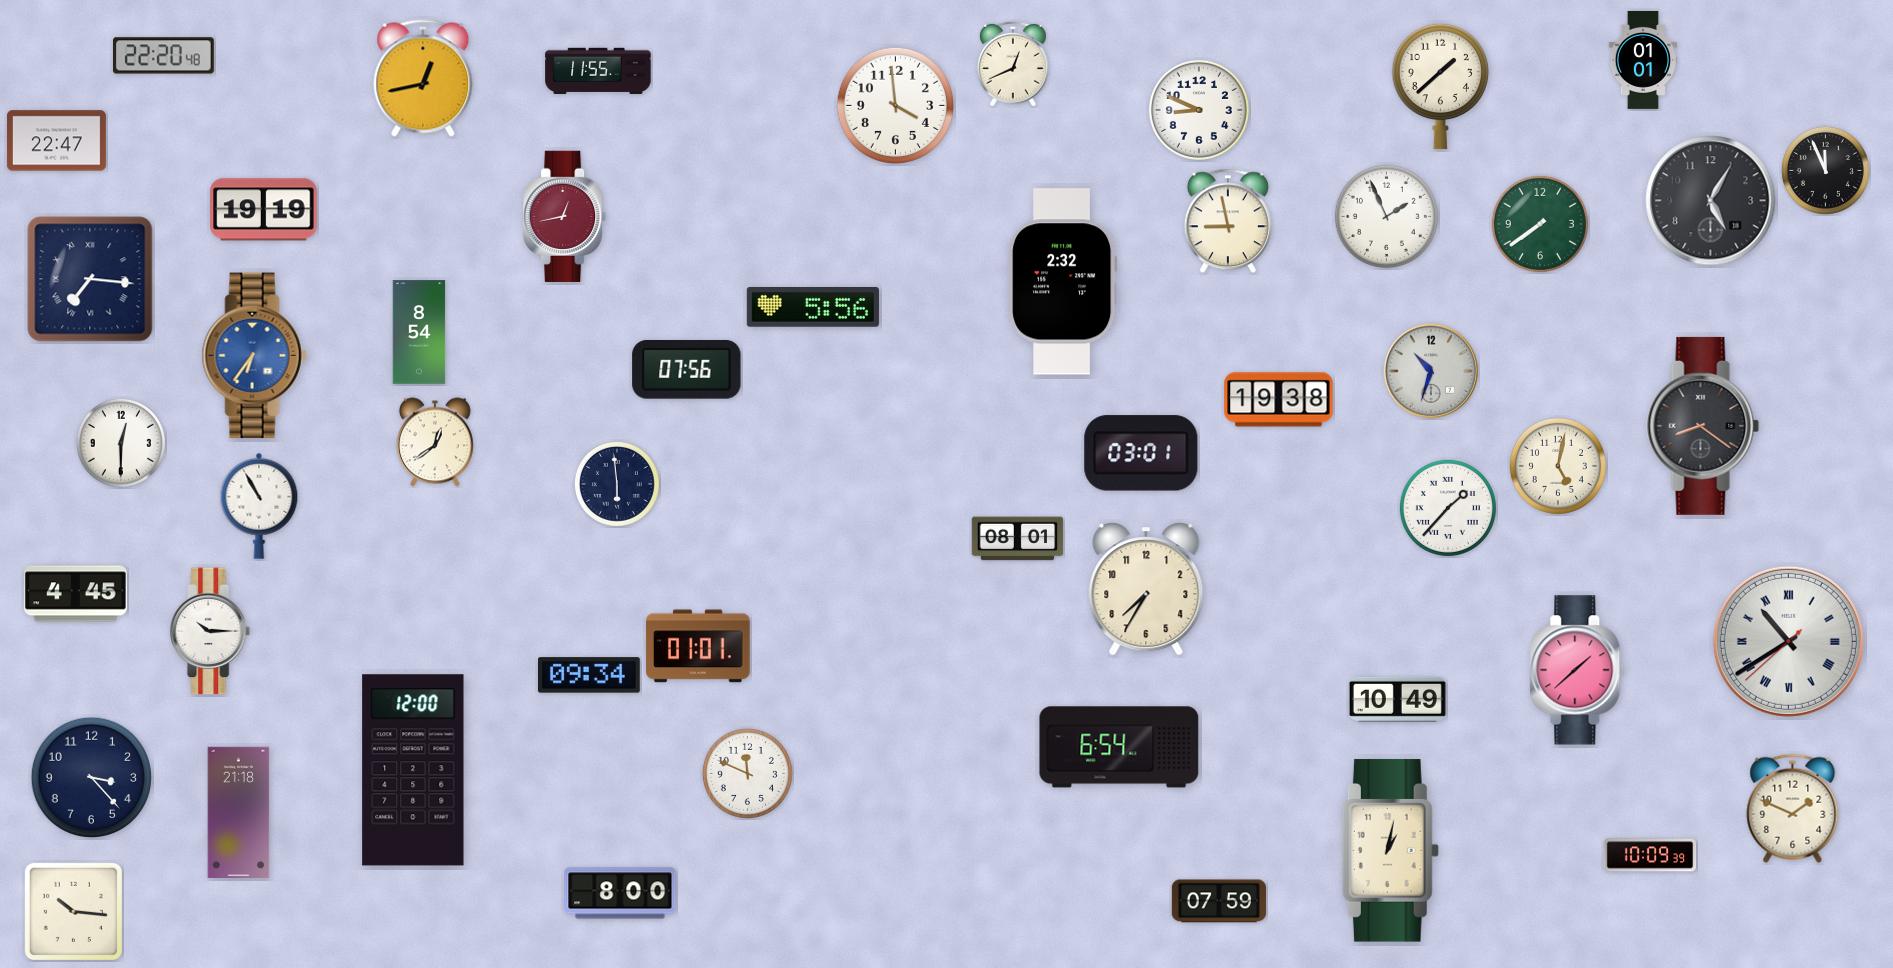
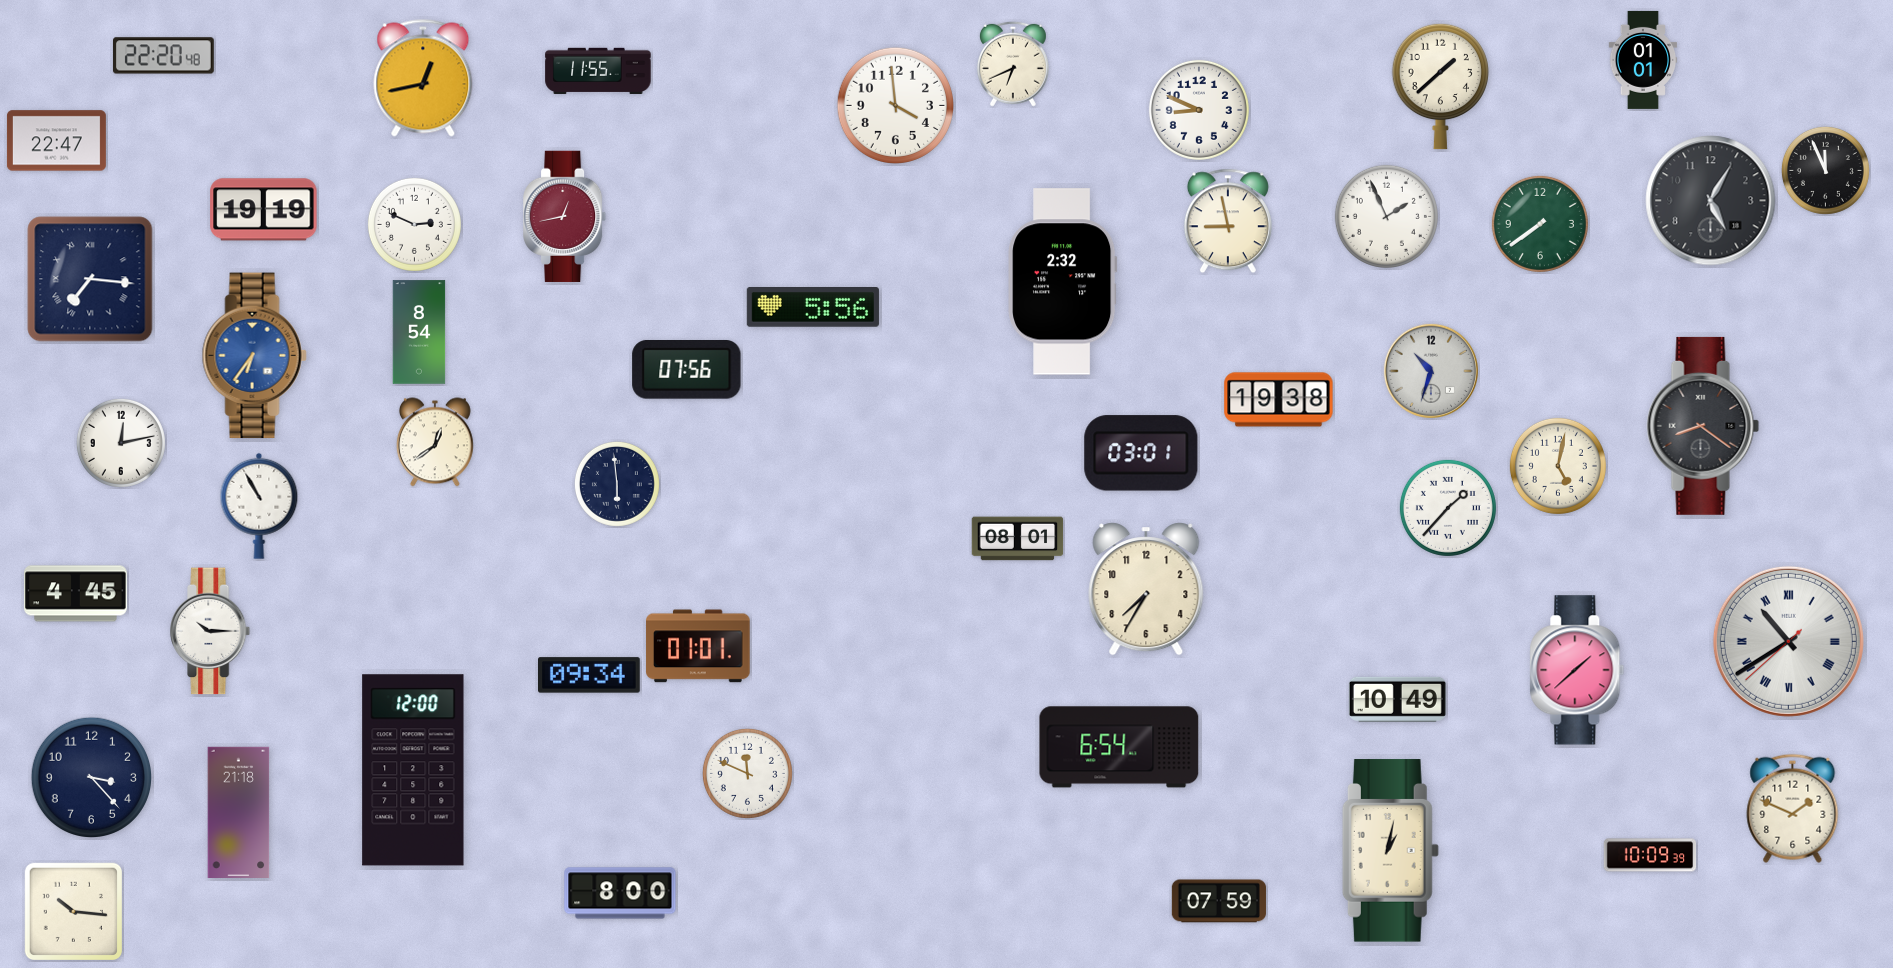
clock at (1013, 64): 12:41 -> 6:41
clock at (414, 224): none -> 2:49
clock at (121, 443): 12:30 -> 12:13
